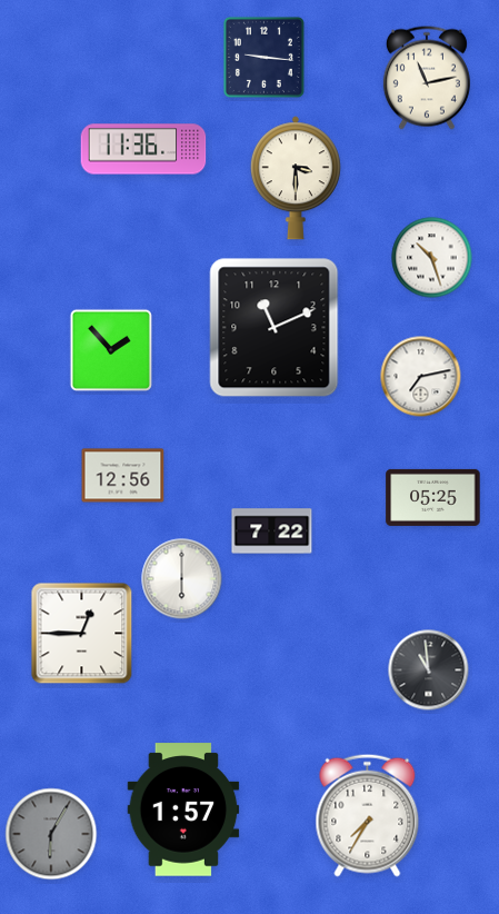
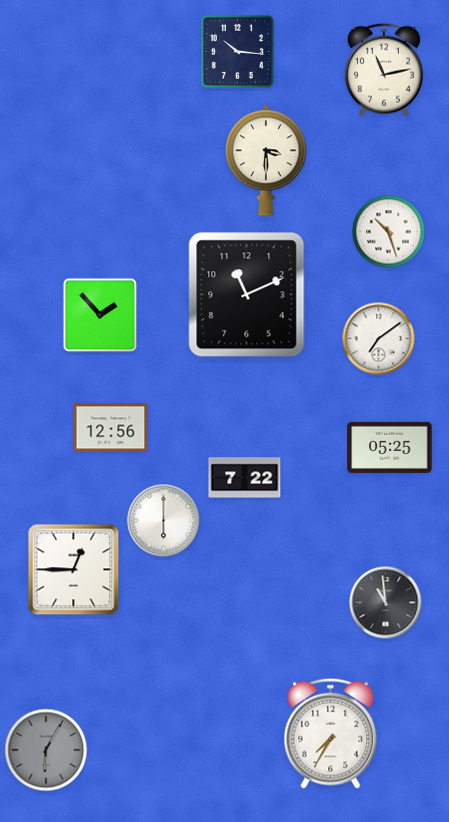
clock at (263, 57): 9:16 -> 10:16
clock at (143, 149): 11:36 -> none
clock at (421, 377): 7:13 -> 7:09
clock at (183, 809): 1:57 -> none
